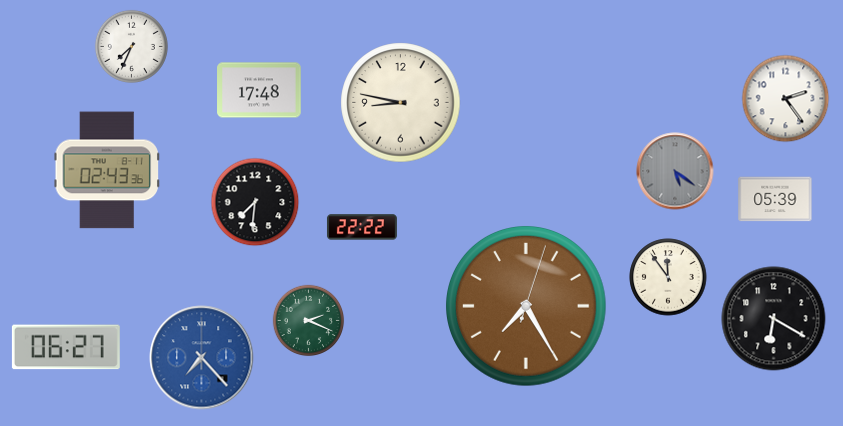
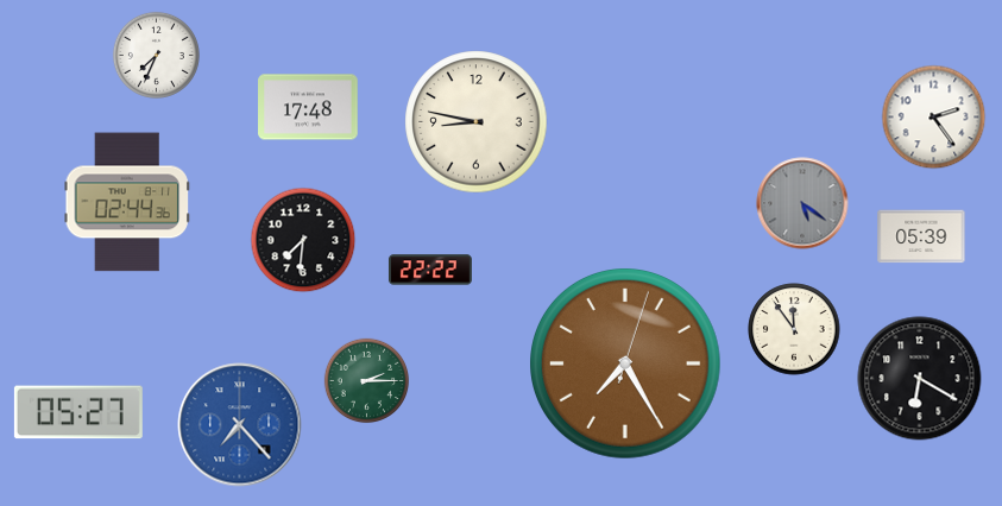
clock at (107, 170): 02:43 -> 02:44
clock at (309, 321): 2:19 -> 2:15
clock at (66, 347): 06:27 -> 05:27
